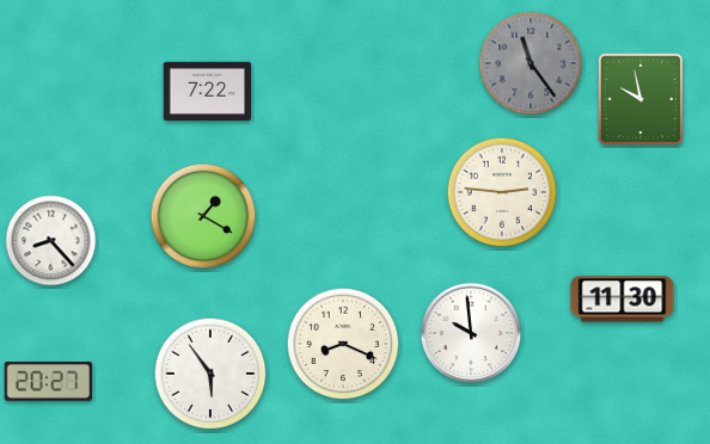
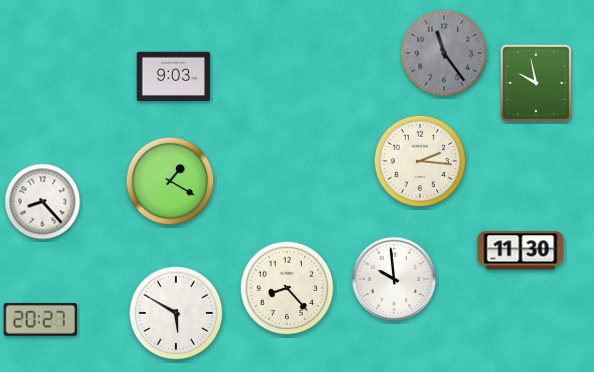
clock at (208, 91): 7:22 -> 9:03
clock at (502, 192): 2:46 -> 2:16
clock at (343, 344): 8:19 -> 8:23
clock at (210, 374): 5:54 -> 5:50
